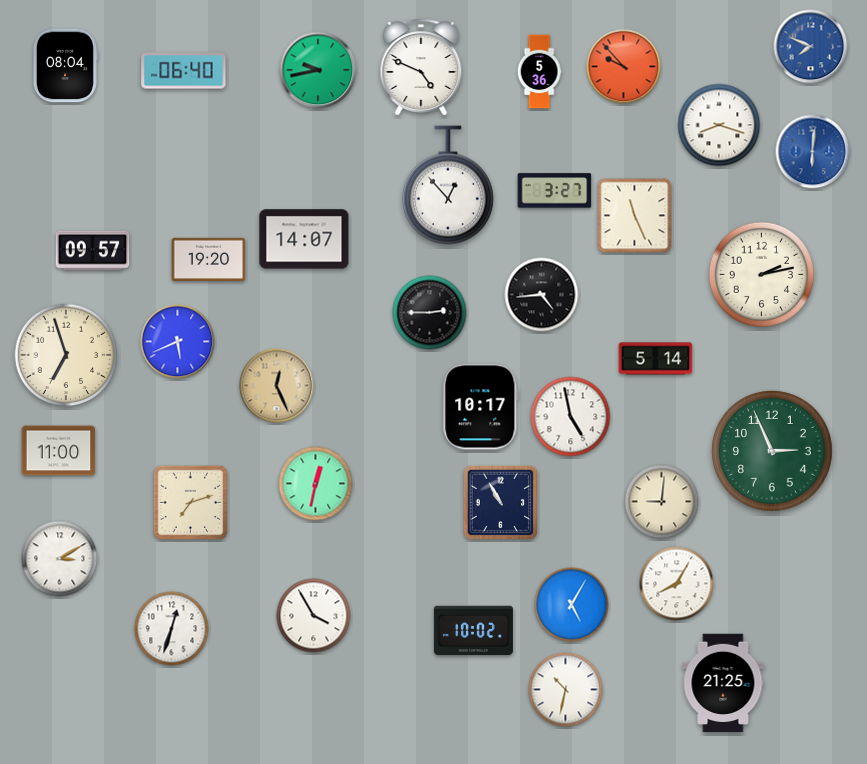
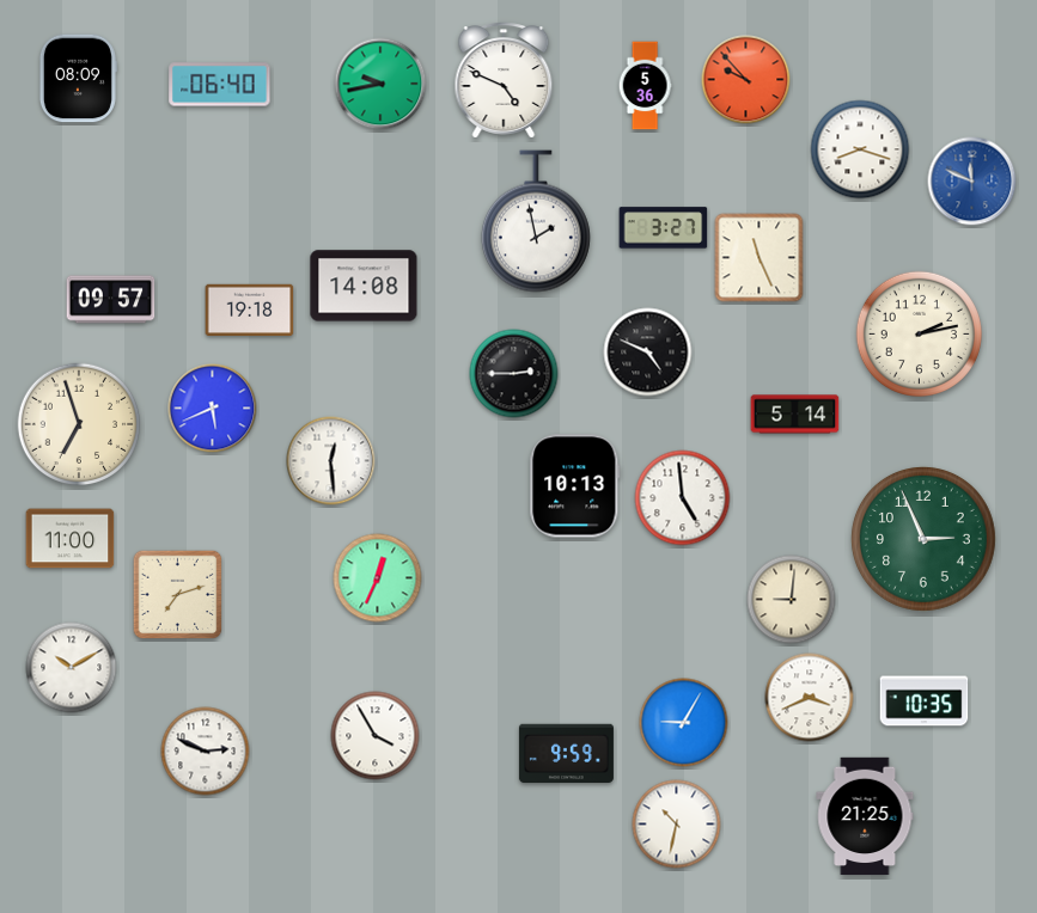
clock at (811, 47): 7:49 -> none
clock at (65, 66): 08:04 -> 08:09
clock at (813, 152): 6:01 -> 11:49
clock at (448, 185): 12:53 -> 1:58
clock at (304, 239): 14:07 -> 14:08
clock at (209, 259): 19:20 -> 19:18
clock at (761, 274) position: (761, 274) -> (919, 333)
clock at (542, 295): 4:44 -> 4:49
clock at (656, 359) position: (656, 359) -> (795, 415)
clock at (277, 386): 12:26 -> 12:29
clock at (277, 386) dial: champagne -> white
clock at (481, 407): 10:17 -> 10:13
clock at (571, 417): 4:58 -> 4:59
clock at (316, 484): 12:32 -> 12:34
clock at (191, 503) position: (191, 503) -> (178, 595)
clock at (501, 503): 10:55 -> none
clock at (60, 559): 3:10 -> 10:10
clock at (677, 584): 8:05 -> 3:41
clock at (925, 701): none -> 10:35
clock at (572, 605): 5:05 -> 9:05
clock at (172, 629): 12:33 -> 2:49
clock at (473, 631): 10:02 -> 9:59
